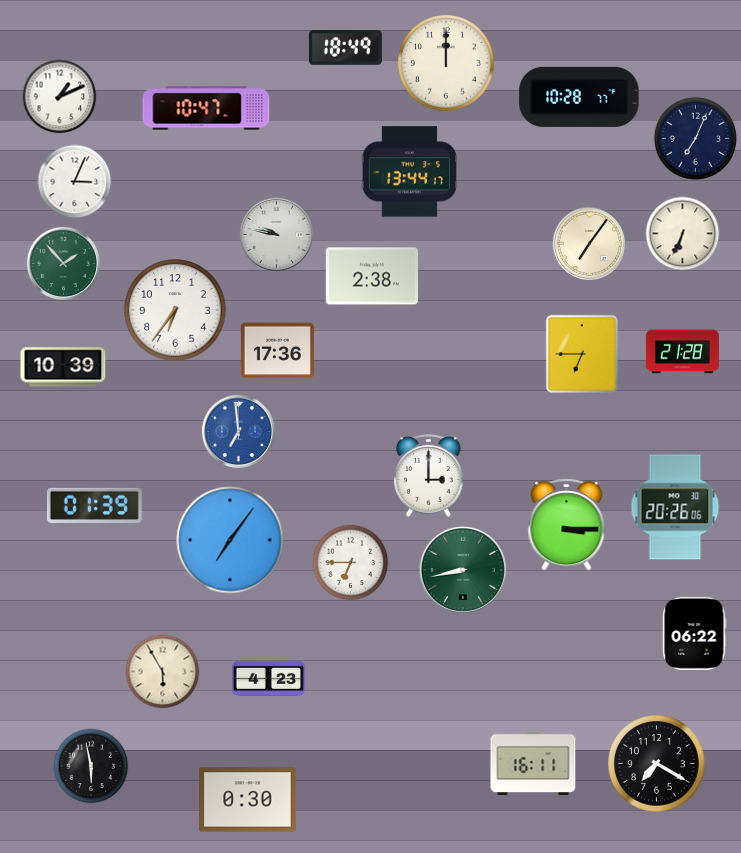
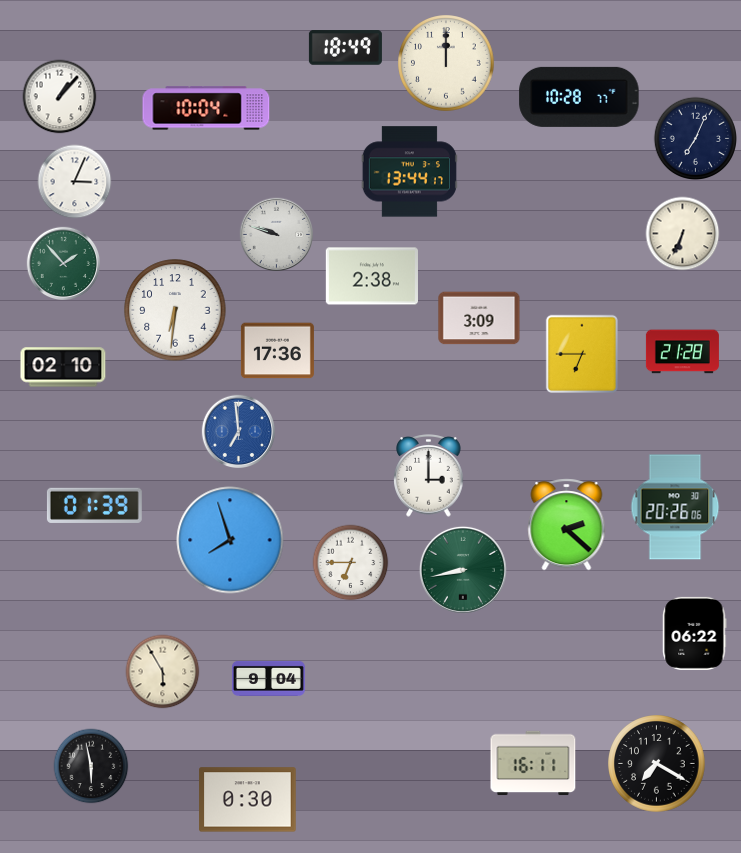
clock at (60, 97): 1:11 -> 1:07
clock at (206, 108): 10:47 -> 10:04
clock at (276, 234): 9:47 -> 9:48
clock at (589, 243): 7:06 -> none
clock at (175, 310): 6:36 -> 6:31
clock at (479, 318): none -> 3:09
clock at (63, 367): 10:39 -> 02:10
clock at (567, 525): 3:15 -> 2:22
clock at (230, 540): 7:06 -> 7:57
clock at (268, 678): 4:23 -> 9:04
